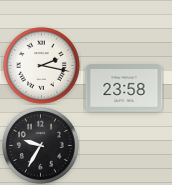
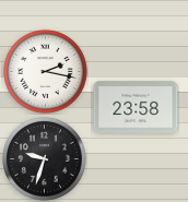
clock at (124, 88) position: (124, 88) -> (136, 107)
clock at (41, 146): 9:35 -> 9:33
